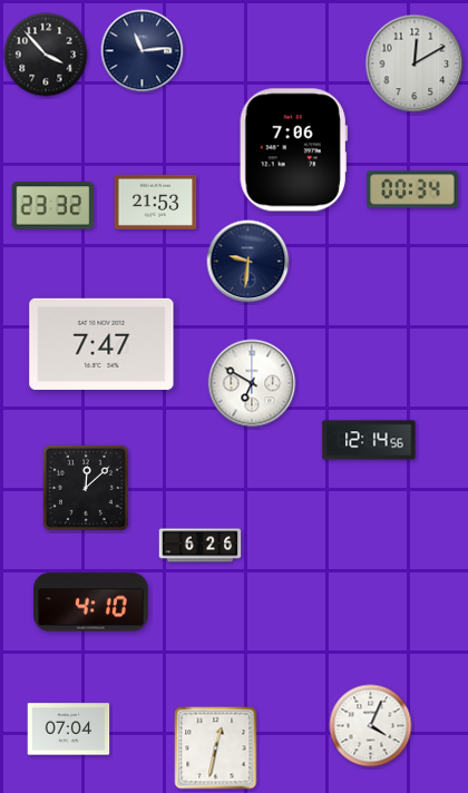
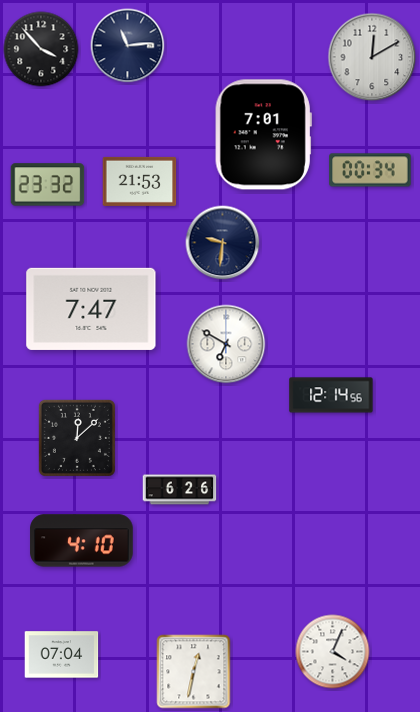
clock at (293, 150): 7:06 -> 7:01
clock at (248, 262) position: (248, 262) -> (223, 243)
